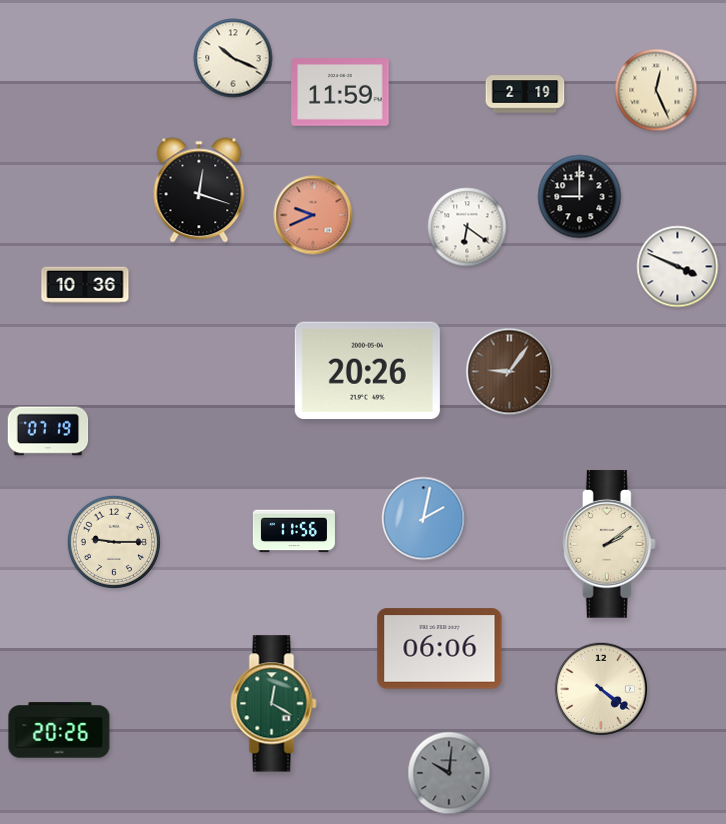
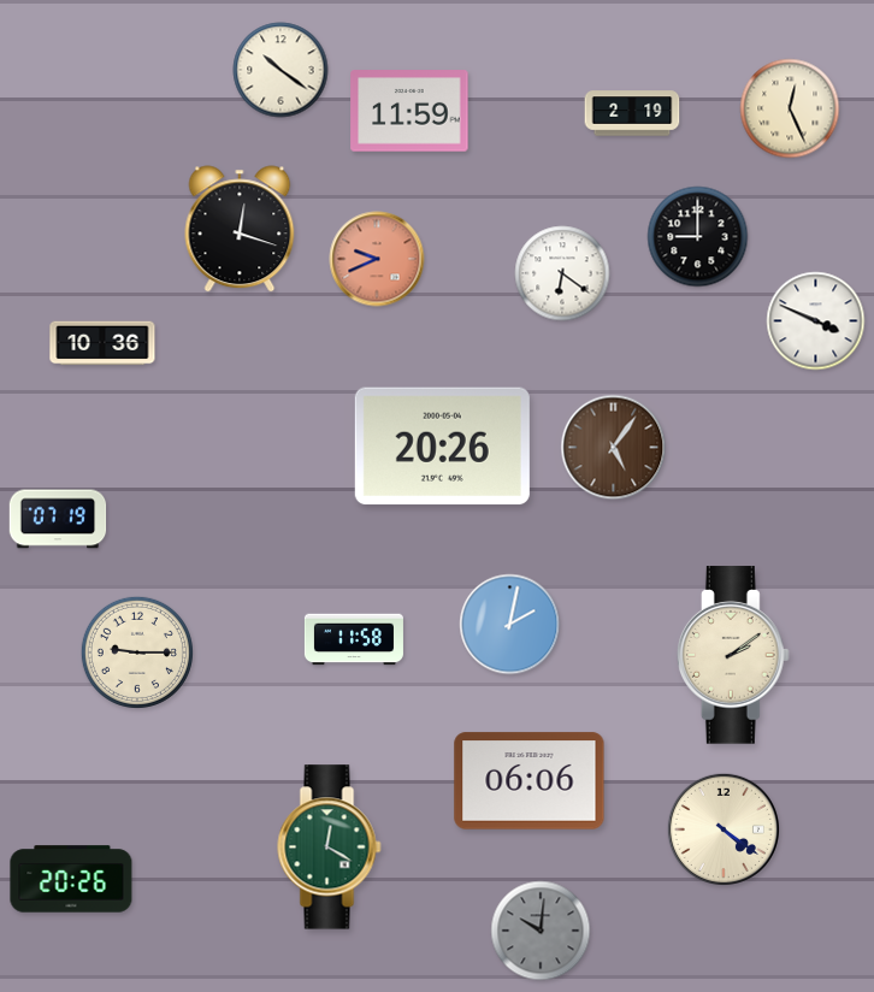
clock at (233, 58): 10:19 -> 10:21
clock at (510, 372): 9:06 -> 5:06
clock at (294, 531): 11:56 -> 11:58
